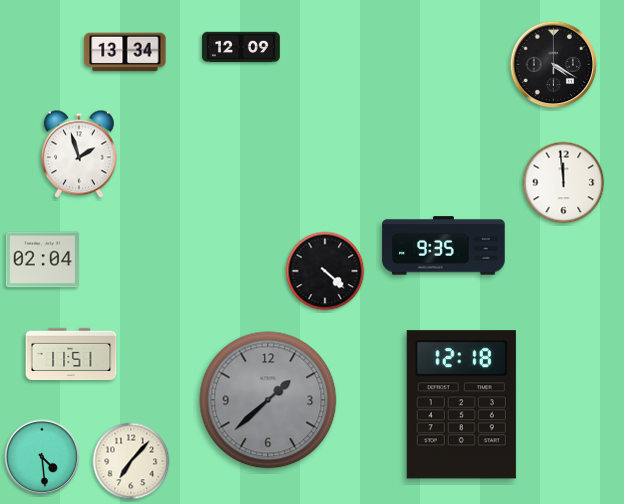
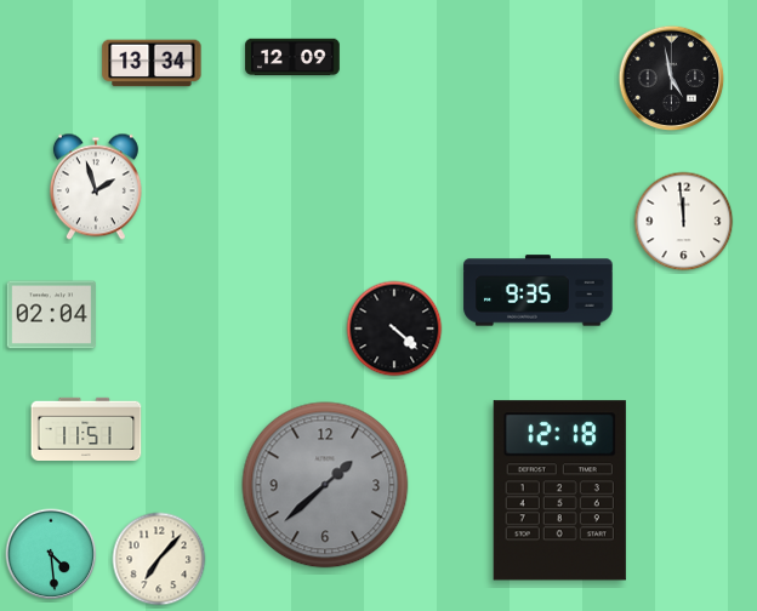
clock at (554, 65): 4:20 -> 4:58
clock at (444, 246) position: (444, 246) -> (539, 291)
